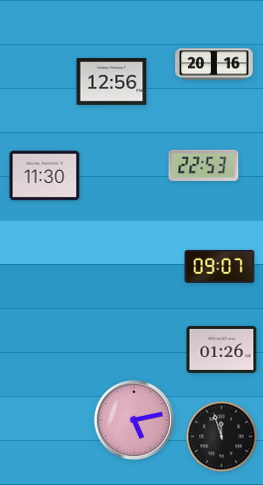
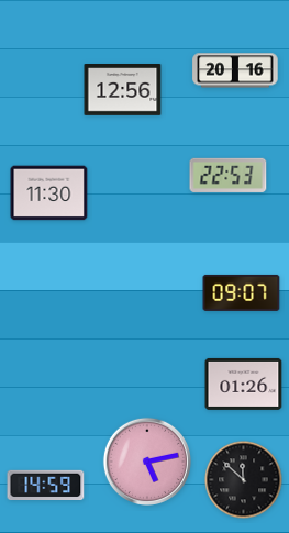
clock at (204, 165) position: (204, 165) -> (229, 175)
clock at (222, 437): 11:57 -> 11:52
clock at (46, 485): none -> 14:59
